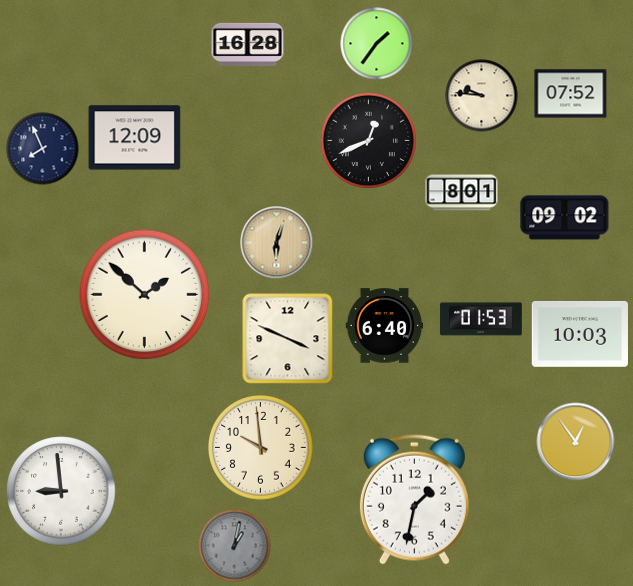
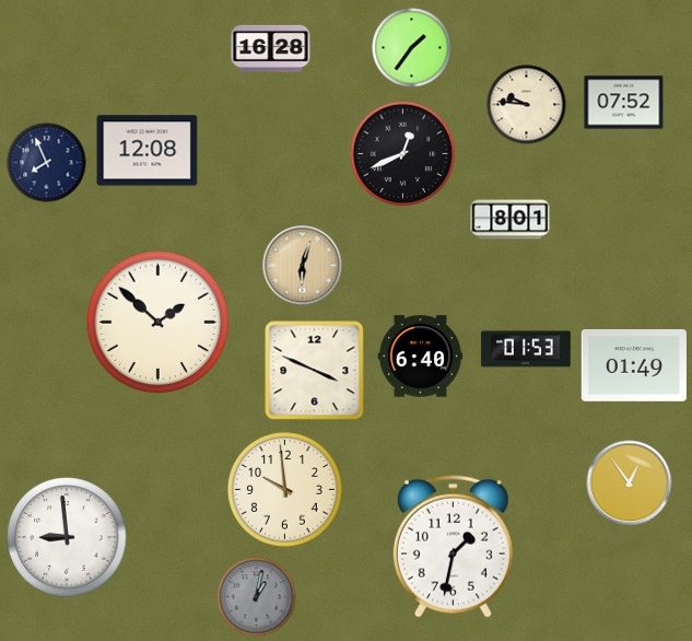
clock at (135, 138): 12:09 -> 12:08
clock at (462, 193) position: (462, 193) -> (511, 220)
clock at (565, 218): 09:02 -> none
clock at (580, 334): 10:03 -> 01:49
